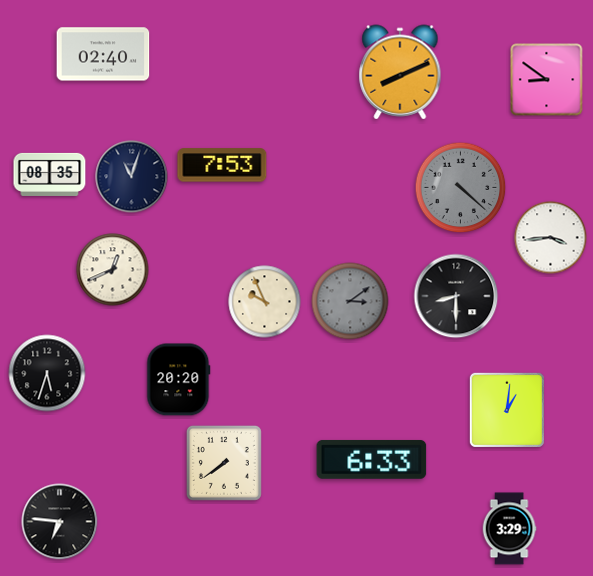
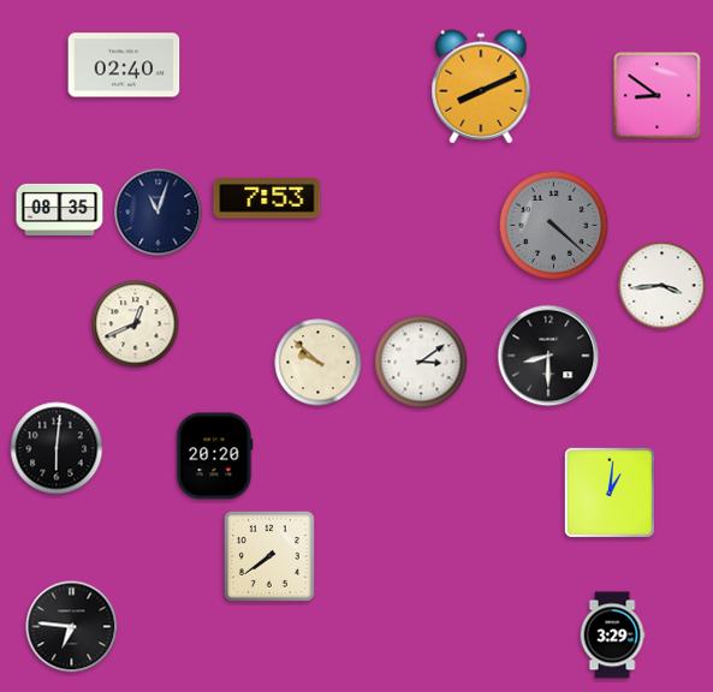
clock at (350, 301) dial: grey -> white
clock at (265, 302): 9:56 -> 9:52
clock at (47, 373): 5:33 -> 6:01
clock at (372, 460): 6:33 -> none
